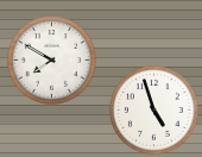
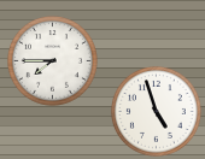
clock at (51, 59): 7:50 -> 7:45
